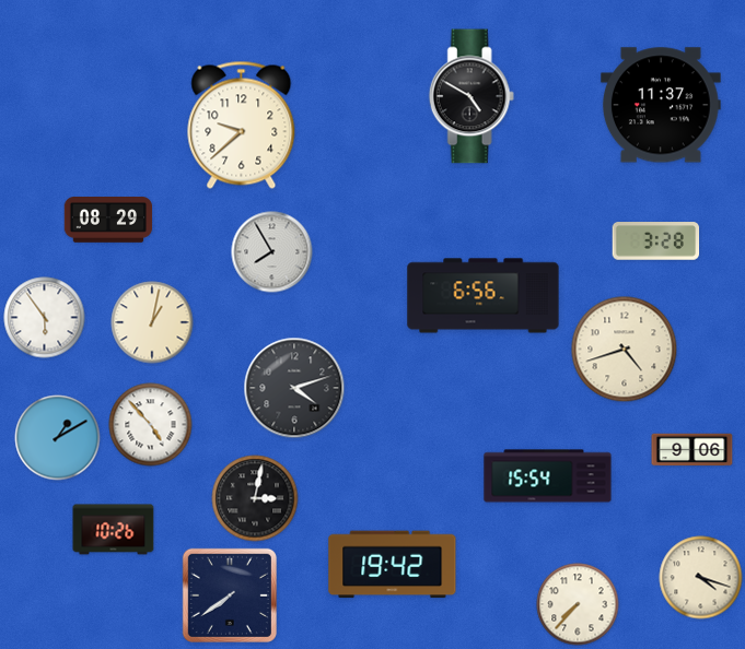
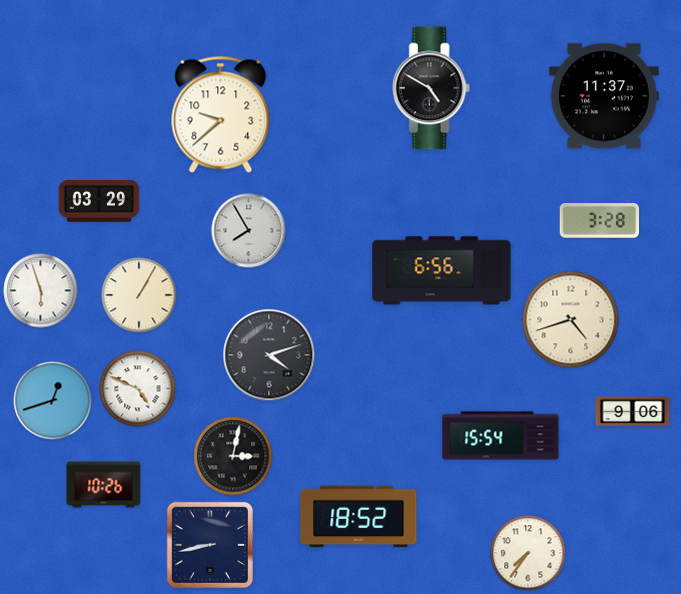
clock at (108, 221): 08:29 -> 03:29
clock at (45, 318): 5:54 -> 5:57
clock at (152, 322): 1:02 -> 1:05
clock at (151, 425): 4:53 -> 4:49
clock at (58, 438): 1:10 -> 12:42
clock at (393, 565): 19:42 -> 18:52
clock at (701, 578): 4:18 -> none
clock at (230, 595): 7:39 -> 8:43
clock at (578, 604): 7:37 -> 7:36
